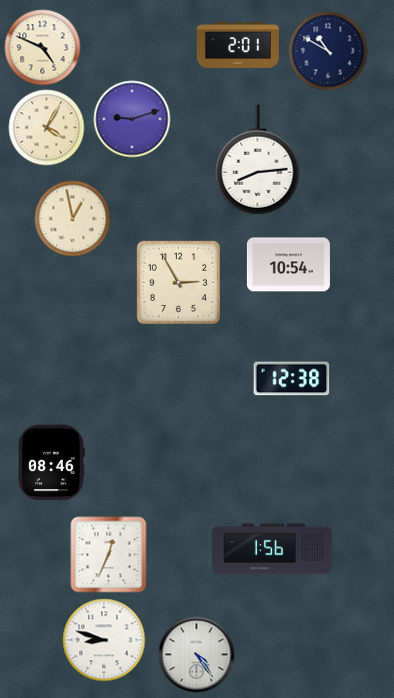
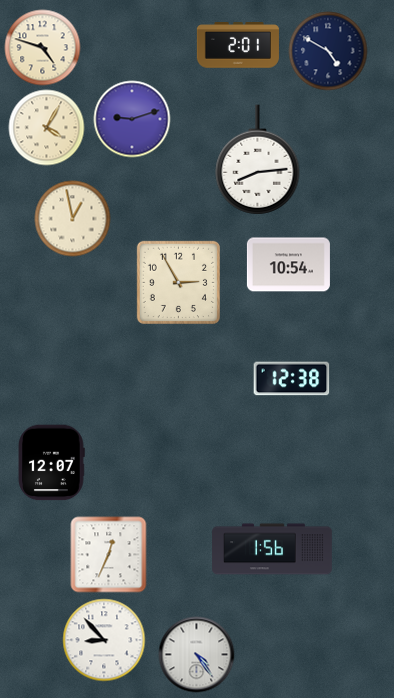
clock at (43, 48): 4:49 -> 4:48
clock at (328, 51): 10:50 -> 4:50
clock at (51, 463): 08:46 -> 12:07
clock at (104, 640): 8:48 -> 8:53
